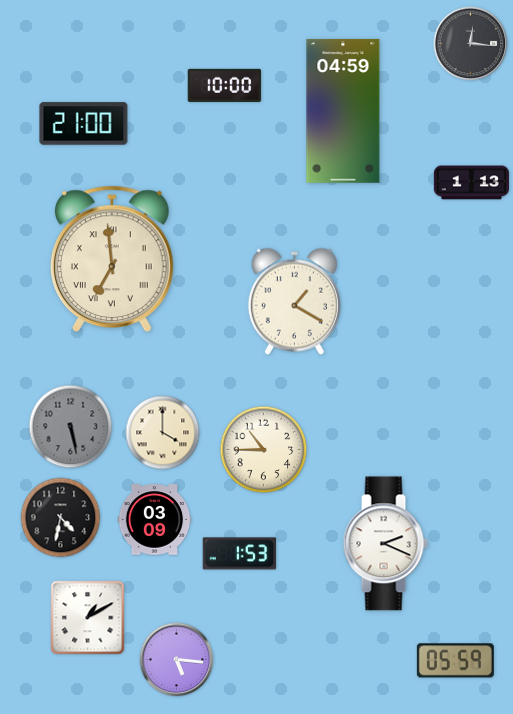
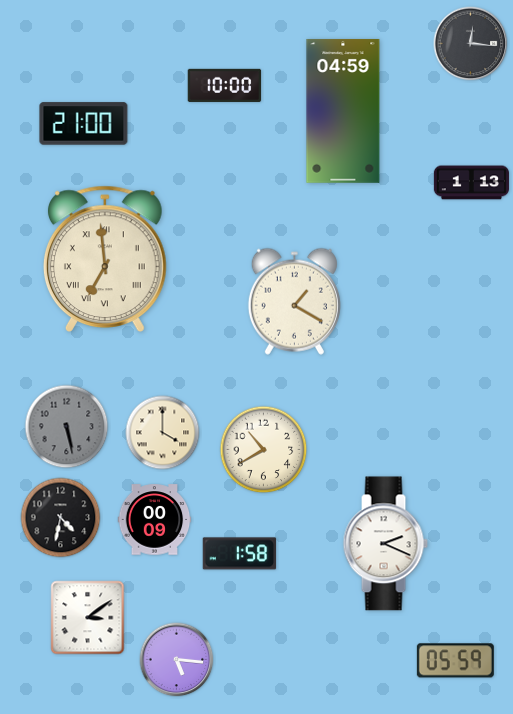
clock at (113, 258) position: (113, 258) -> (106, 258)
clock at (71, 427) position: (71, 427) -> (67, 427)
clock at (264, 450): 10:45 -> 10:40
clock at (155, 520): 03:09 -> 00:09
clock at (240, 554): 1:53 -> 1:58
clock at (88, 618): 1:10 -> 3:09
